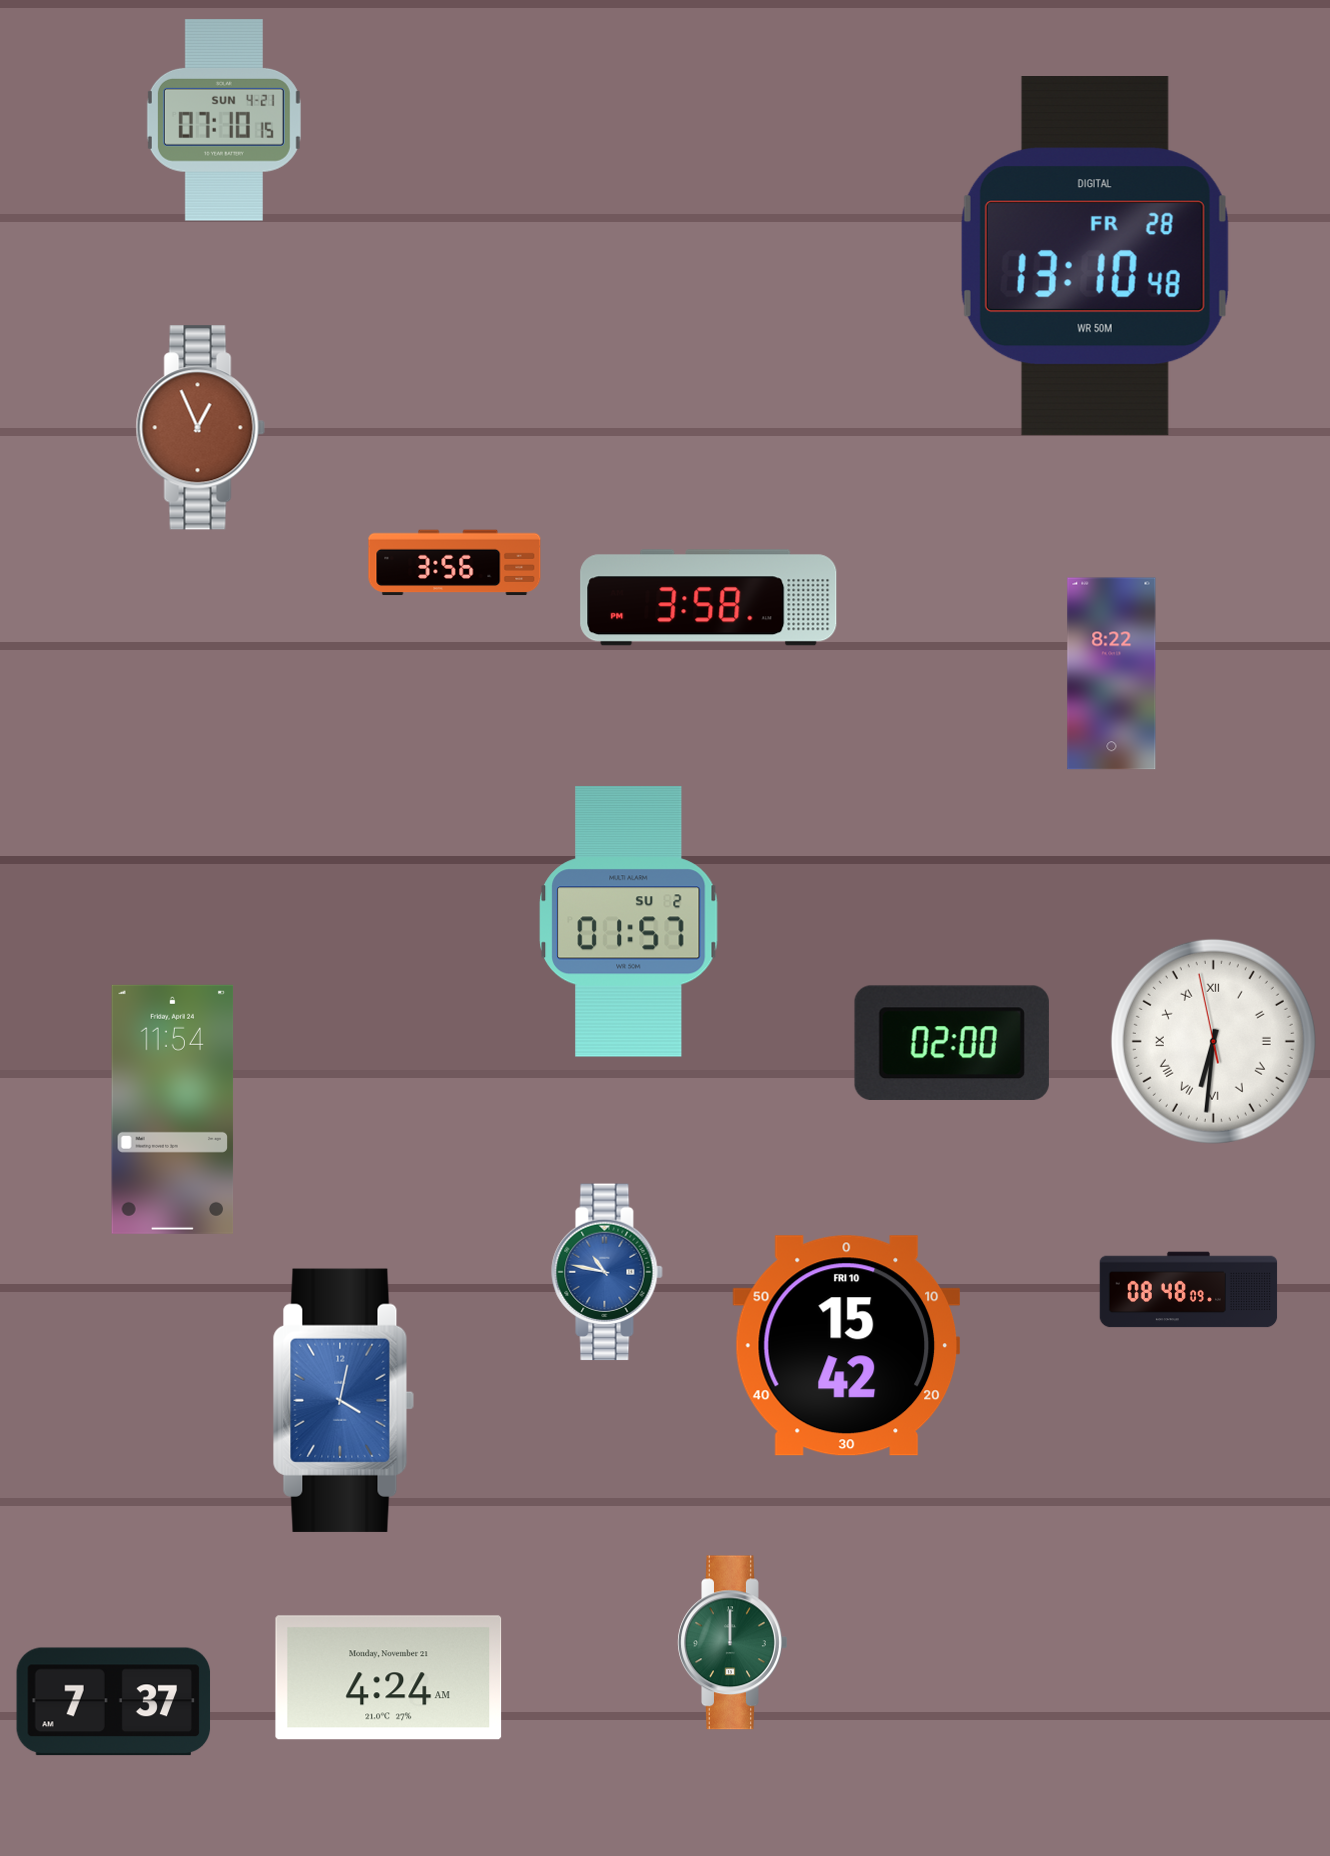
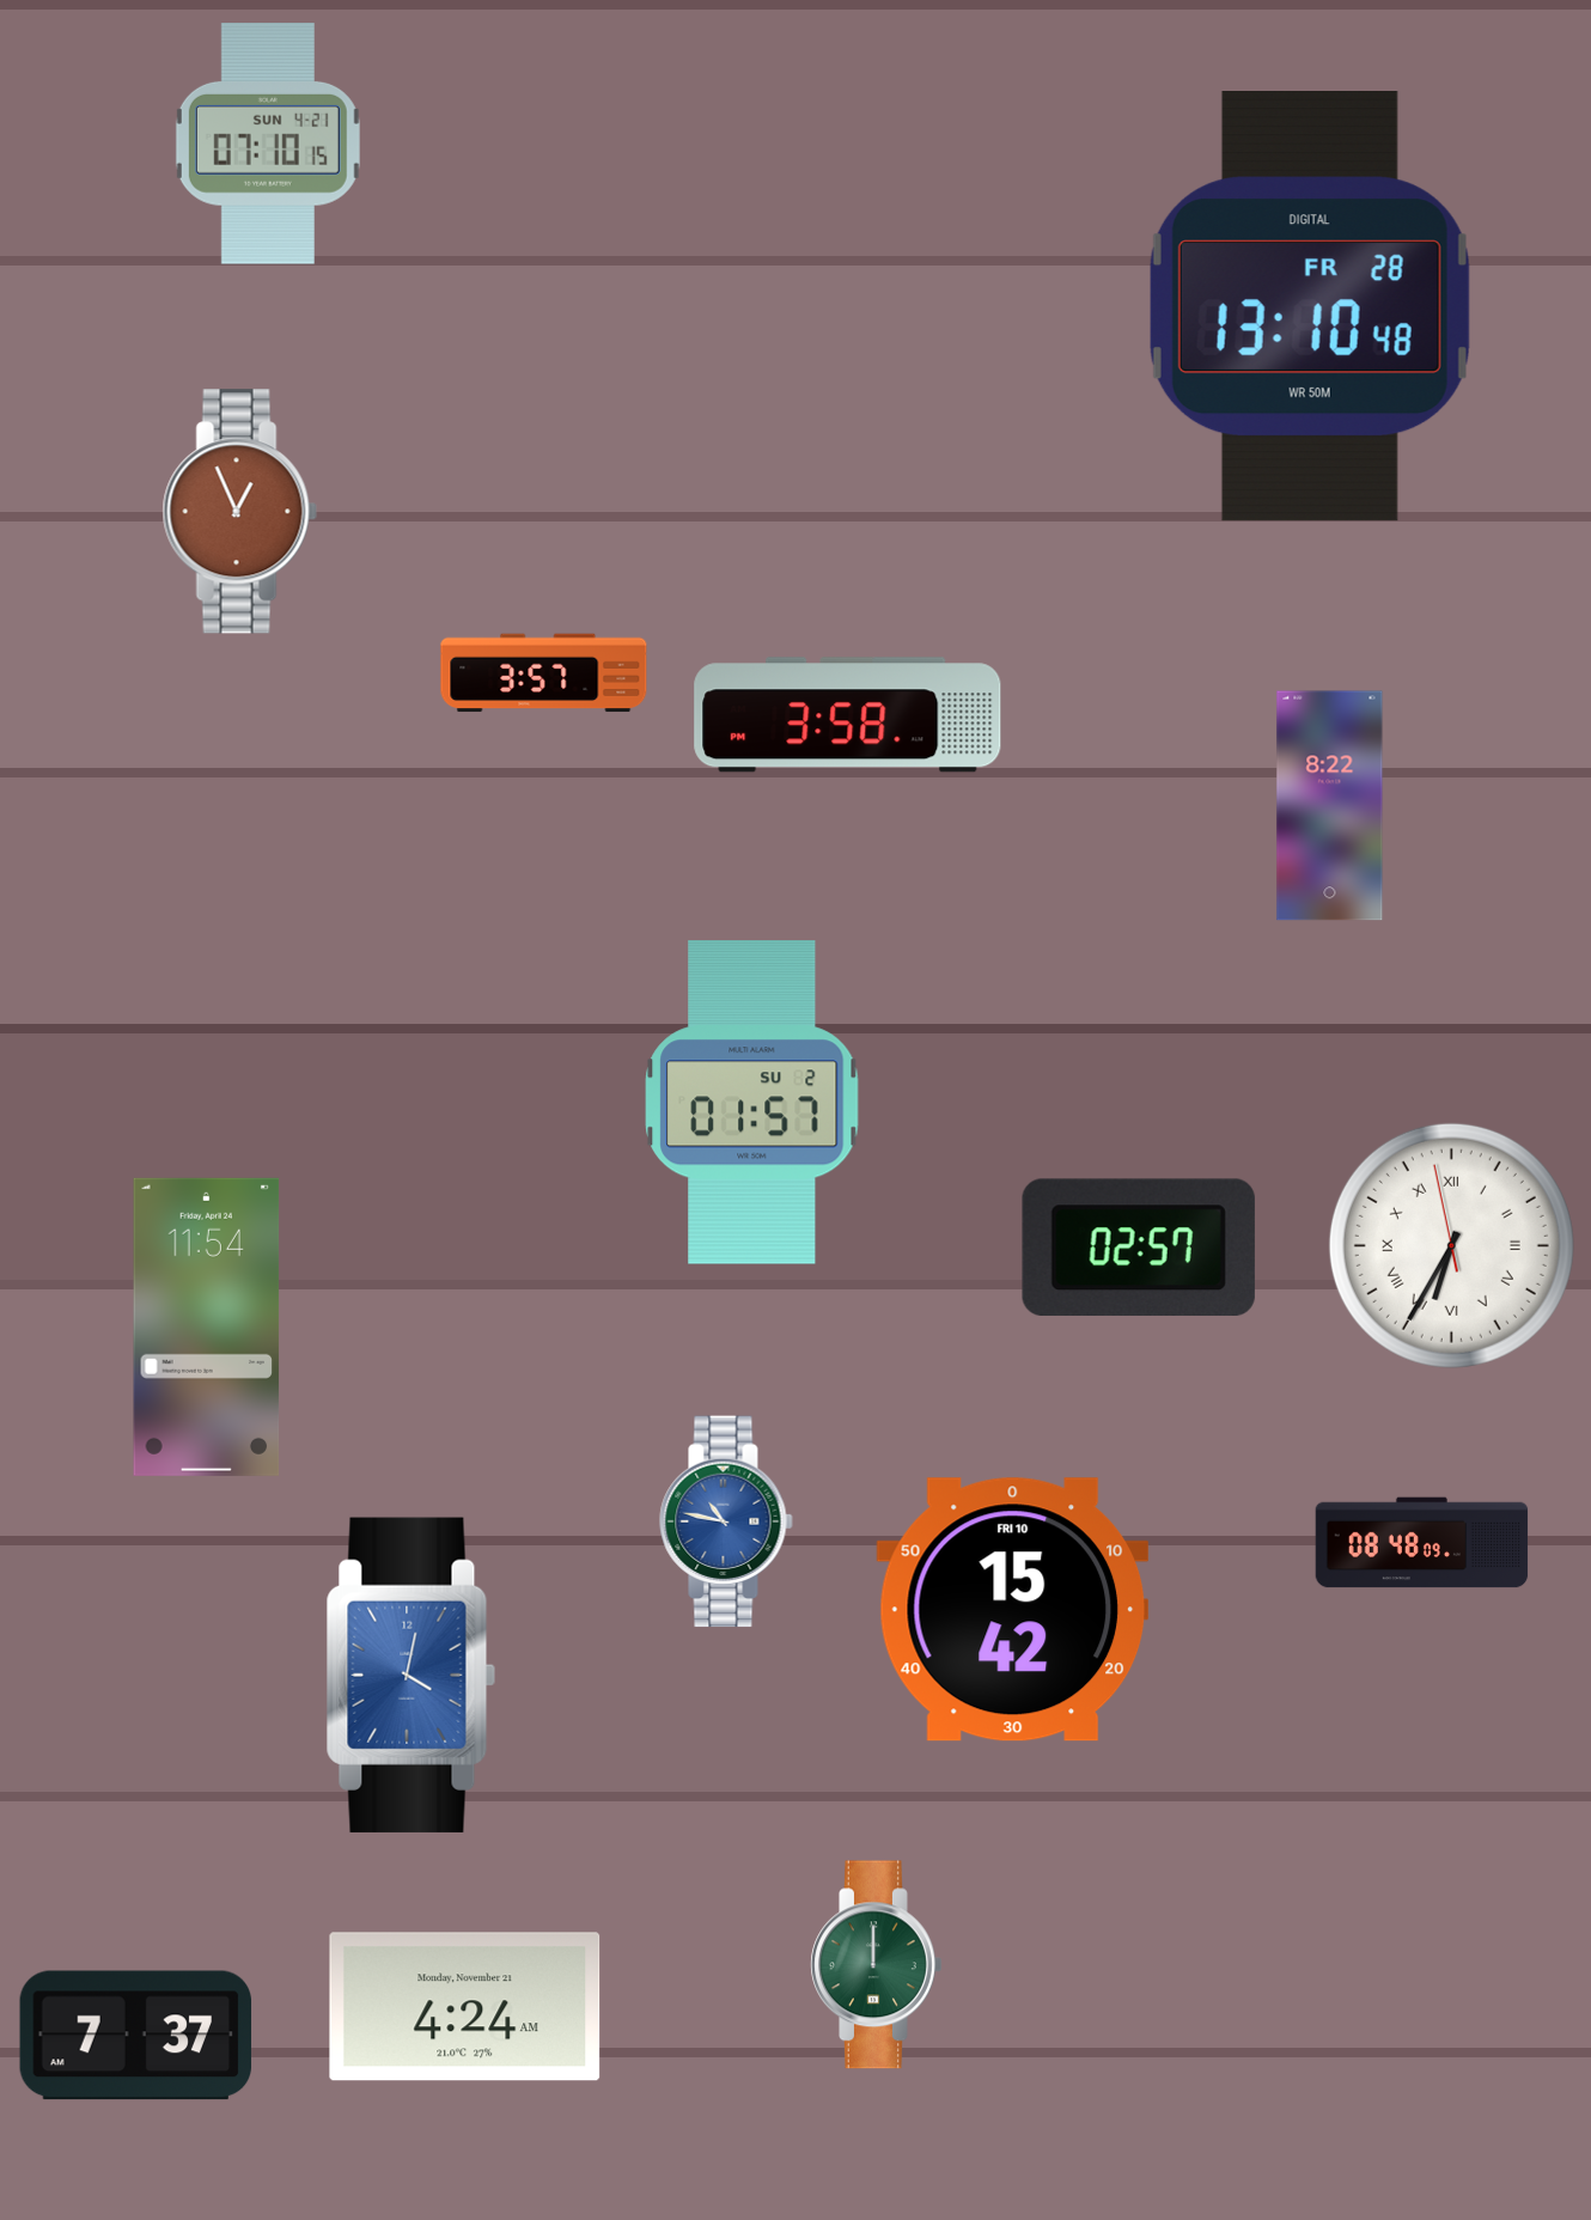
clock at (455, 563): 3:56 -> 3:57
clock at (1213, 1041): 6:30 -> 6:34
clock at (952, 1043): 02:00 -> 02:57
